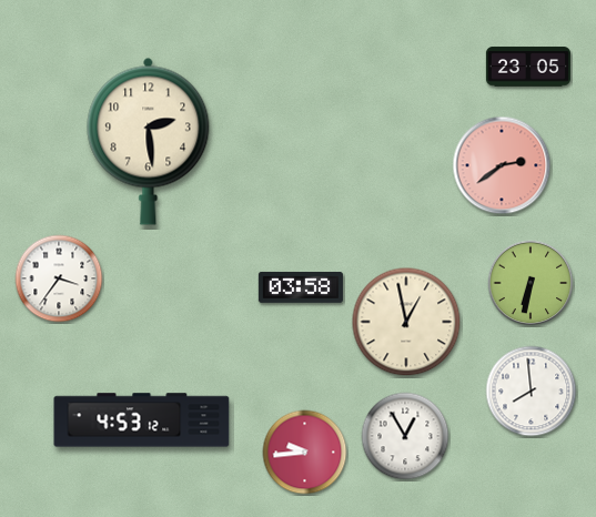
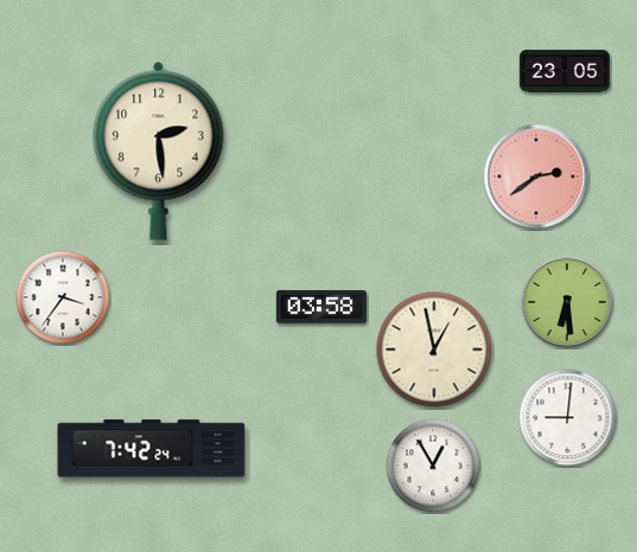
clock at (531, 283): 6:32 -> 6:29
clock at (406, 322) position: (406, 322) -> (434, 349)
clock at (532, 392): 7:59 -> 9:01
clock at (142, 420): 4:53 -> 7:42
clock at (305, 453): 9:44 -> none
